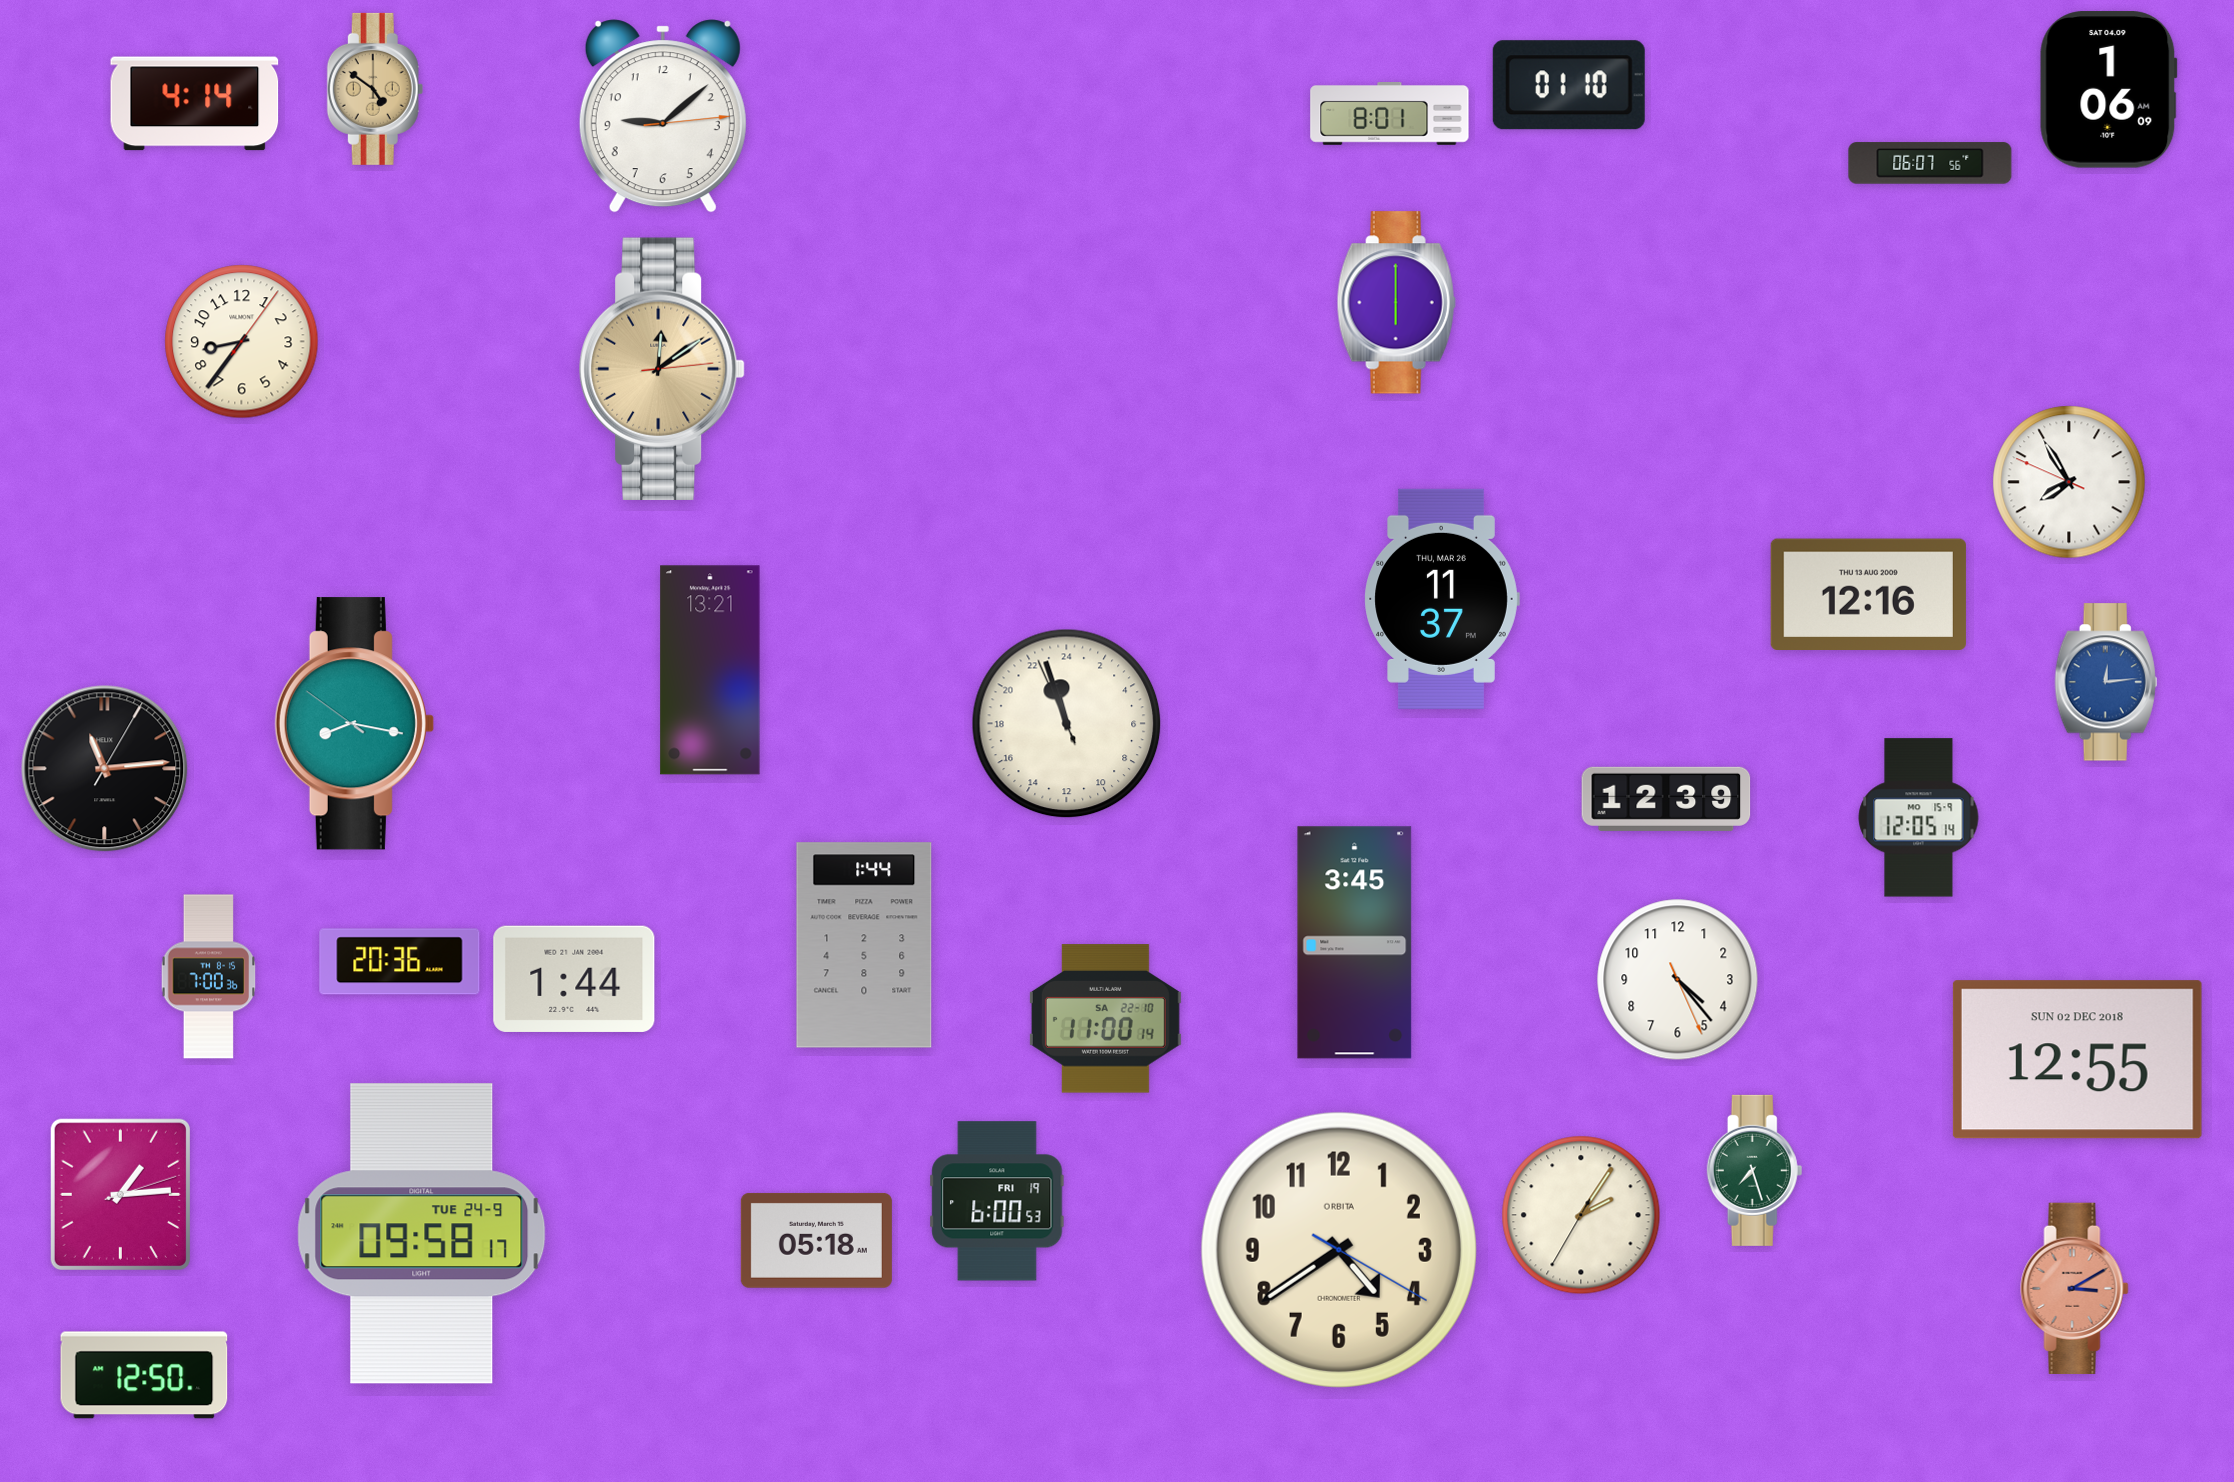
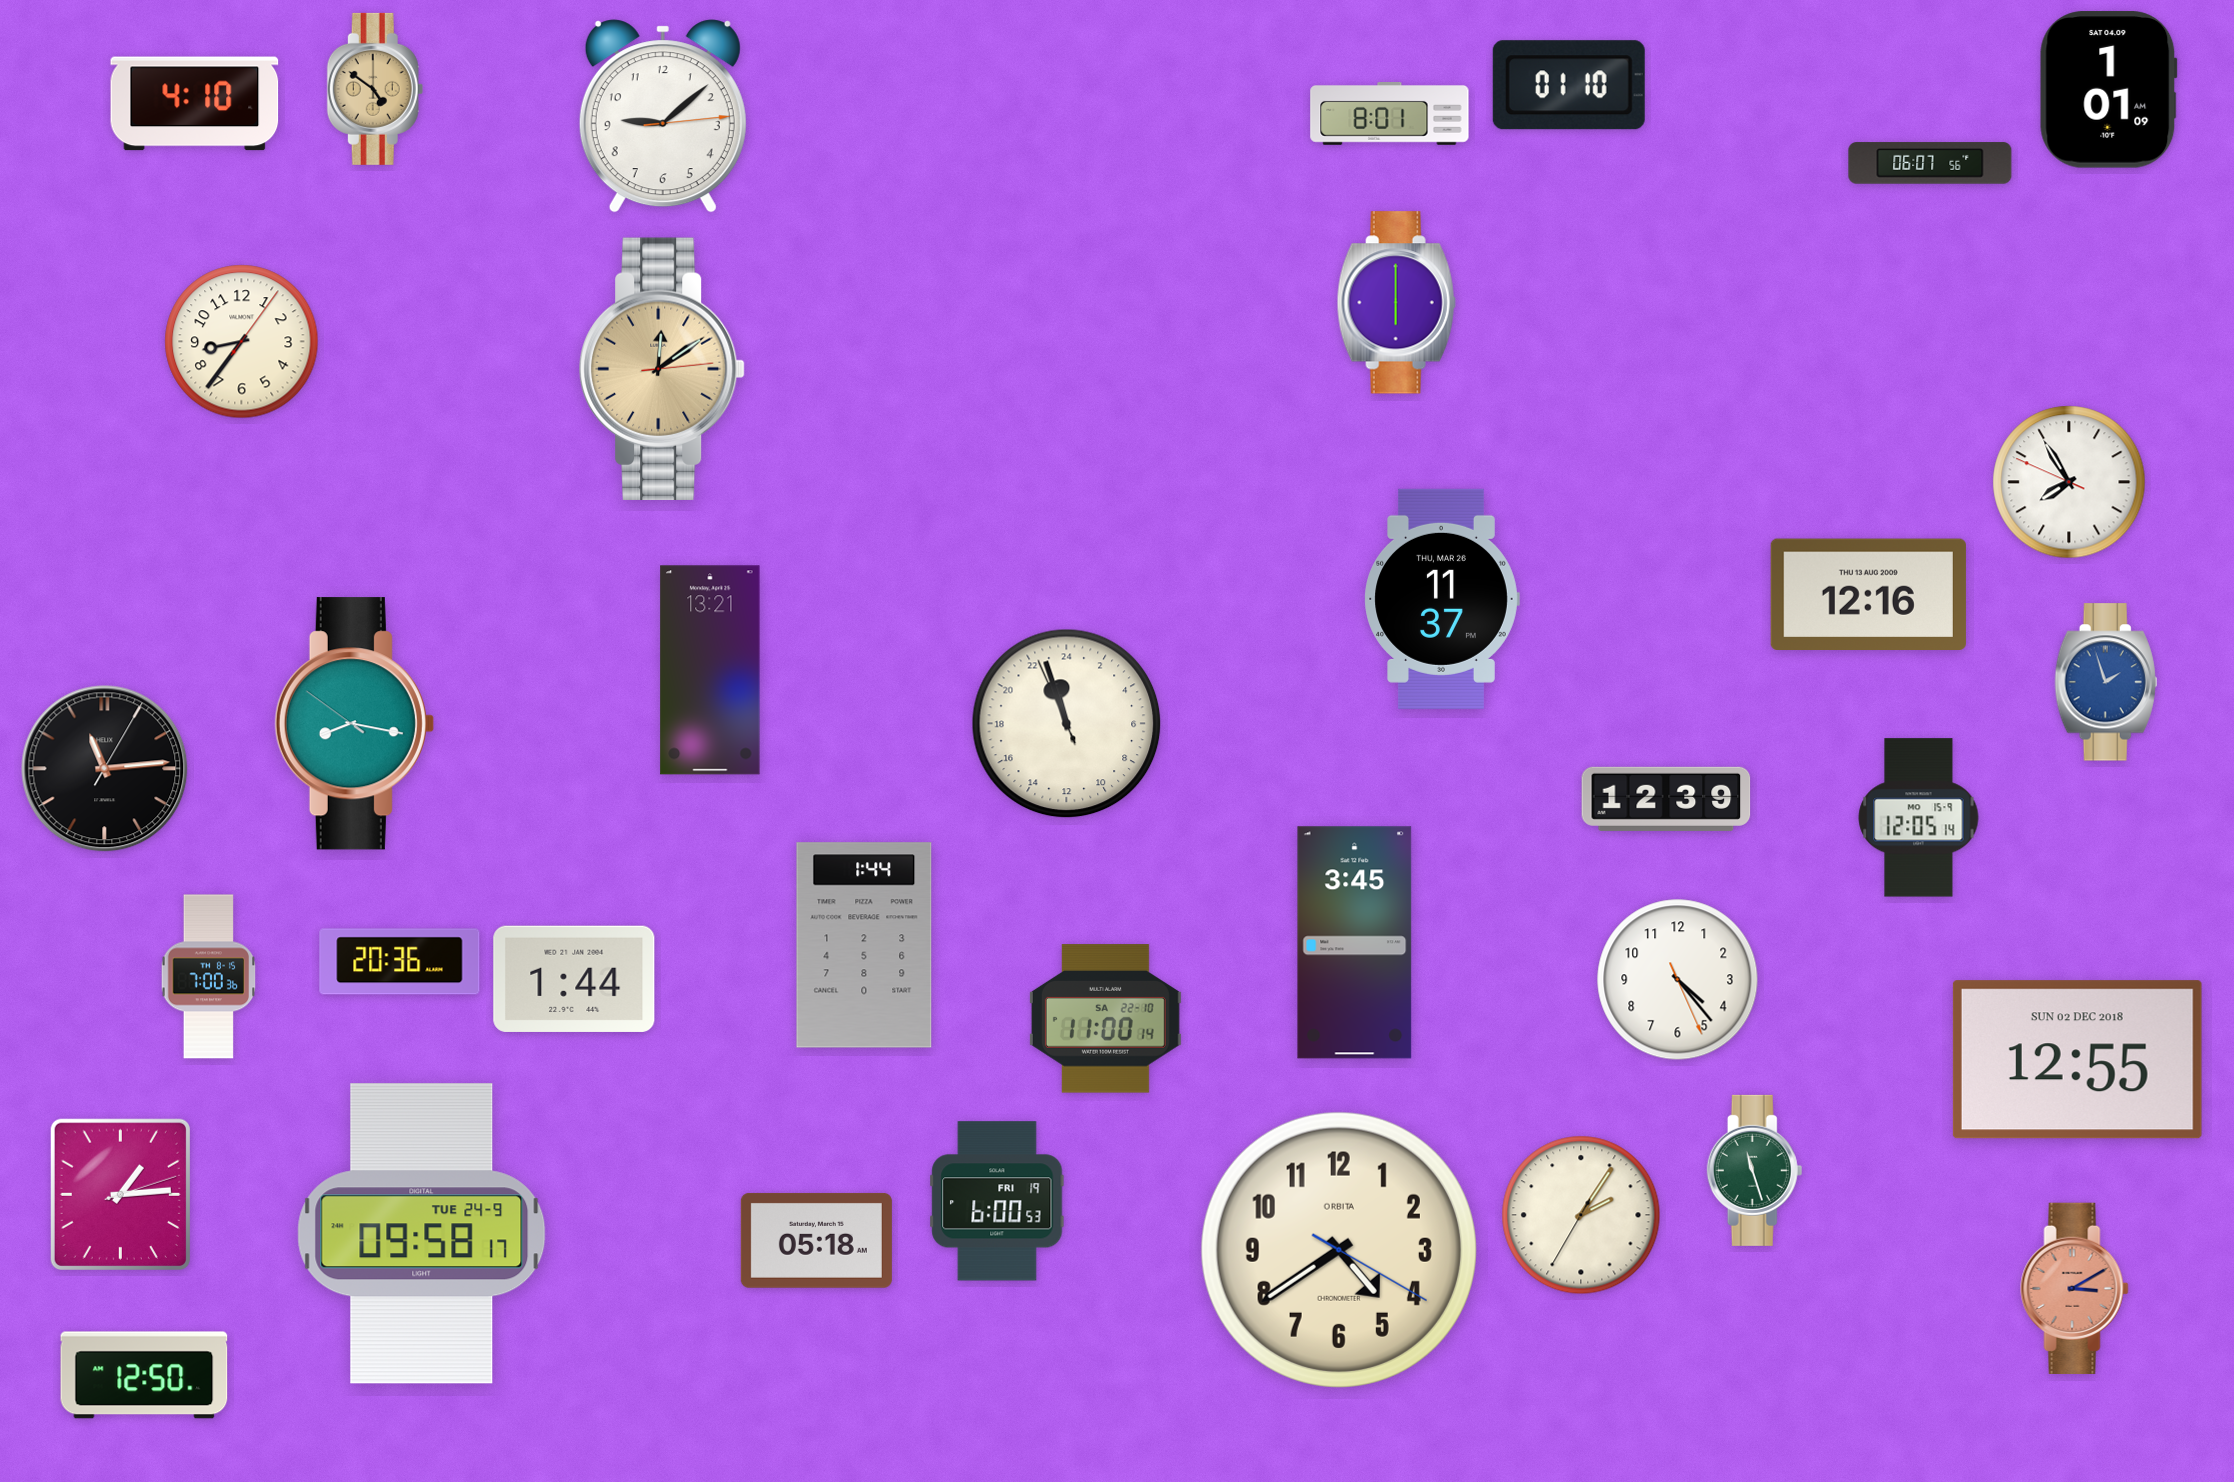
clock at (2108, 90): 1:06 -> 1:01
clock at (195, 104): 4:14 -> 4:10
clock at (2106, 682): 12:14 -> 1:57
clock at (1755, 1170): 7:27 -> 11:27
